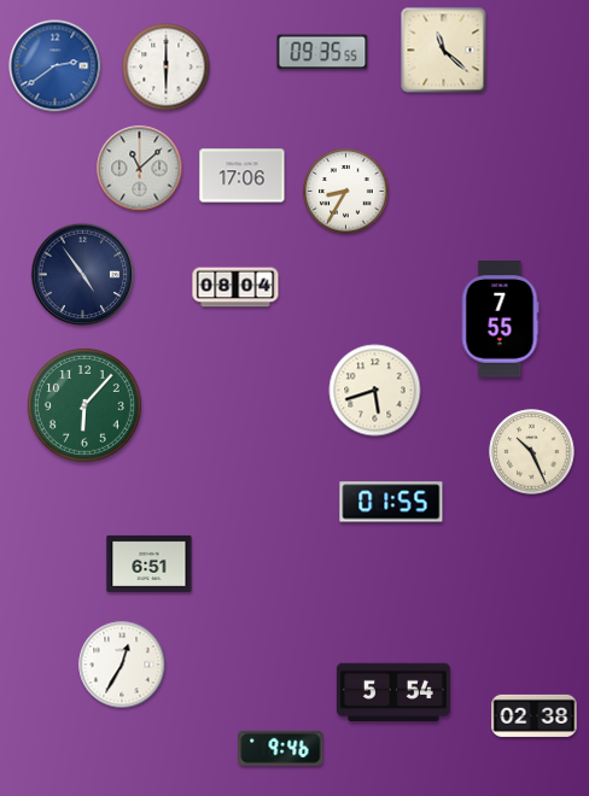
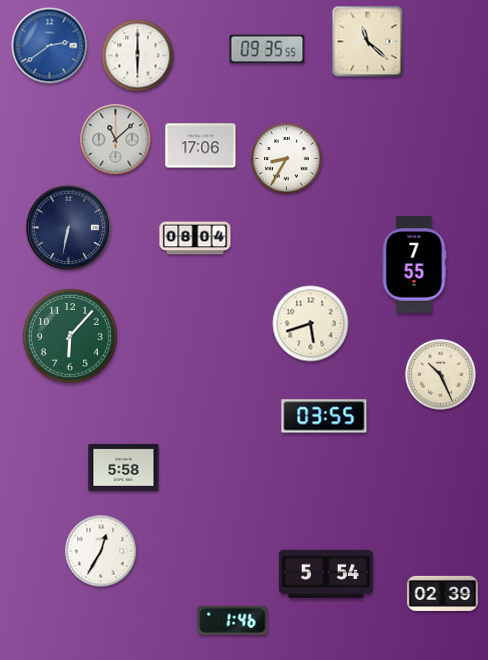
clock at (322, 52) position: (322, 52) -> (267, 49)
clock at (56, 66) position: (56, 66) -> (50, 46)
clock at (83, 275): 4:54 -> 6:32
clock at (391, 502): 01:55 -> 03:55
clock at (150, 563): 6:51 -> 5:58
clock at (535, 715): 02:38 -> 02:39
clock at (281, 748): 9:46 -> 1:46
